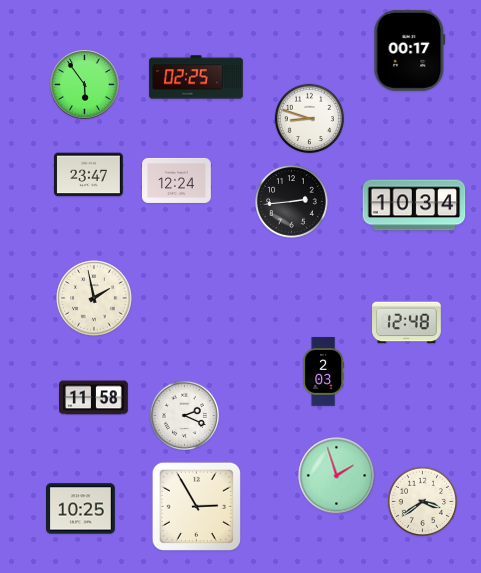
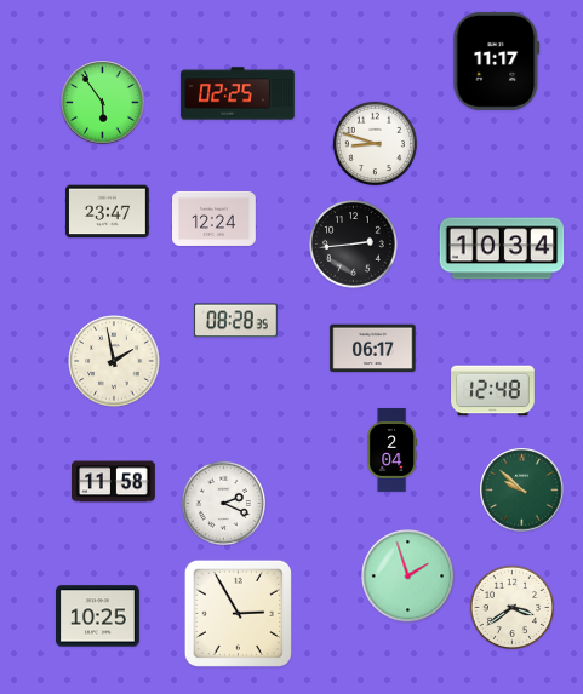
clock at (410, 50): 00:17 -> 11:17
clock at (235, 321): none -> 08:28
clock at (373, 349): none -> 06:17
clock at (324, 372): 2:03 -> 2:04
clock at (522, 491): none -> 9:52
